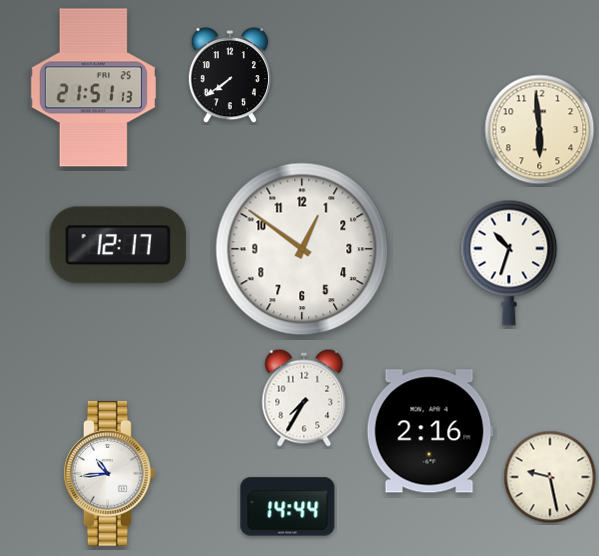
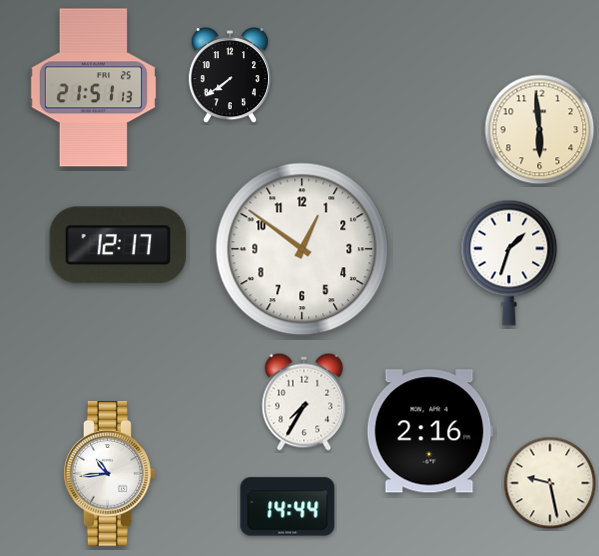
clock at (509, 263): 10:33 -> 1:33
clock at (304, 398) position: (304, 398) -> (304, 402)
clock at (550, 477) position: (550, 477) -> (550, 483)
